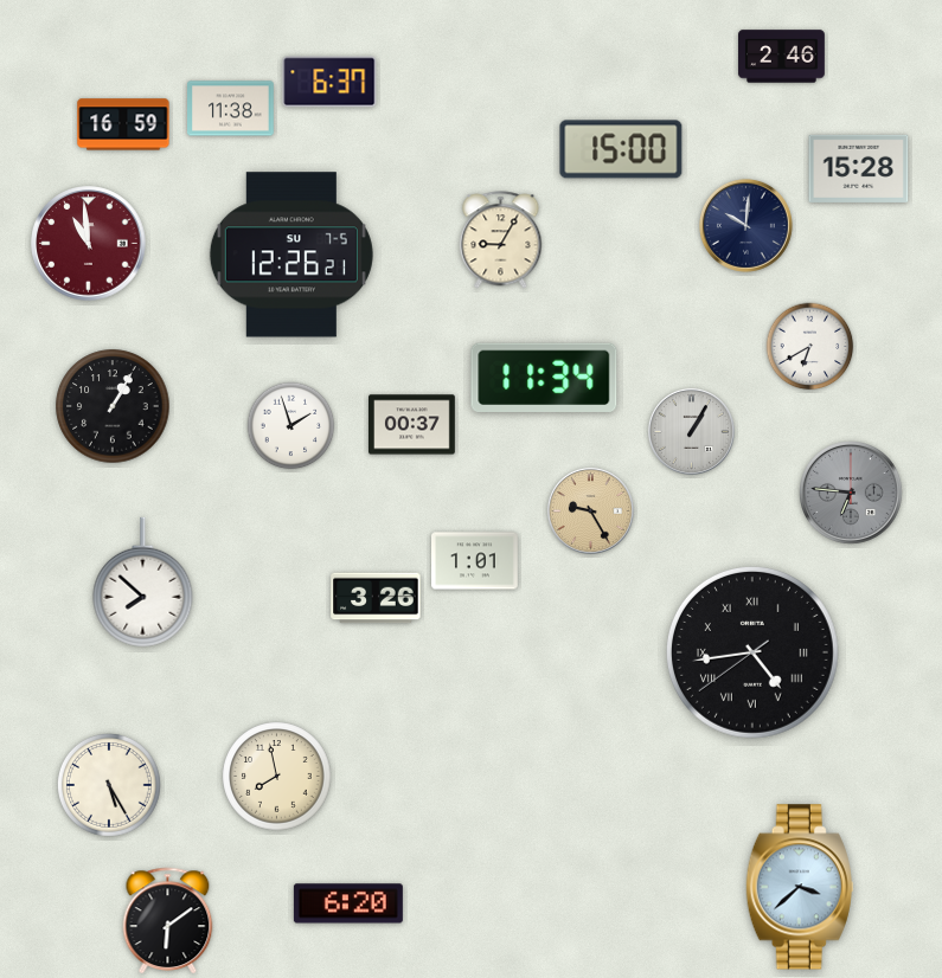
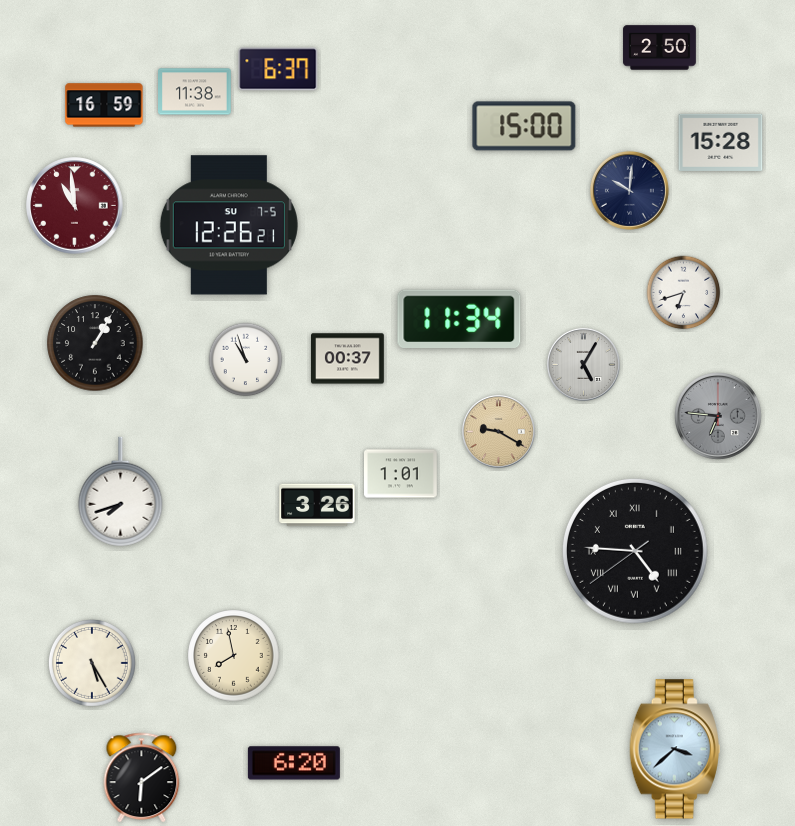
clock at (782, 57): 2:46 -> 2:50
clock at (859, 168) position: (859, 168) -> (721, 142)
clock at (501, 240): 9:05 -> none
clock at (291, 255) position: (291, 255) -> (229, 225)
clock at (810, 347): 6:40 -> 6:42
clock at (291, 426): 1:57 -> 10:57
clock at (691, 431): 1:05 -> 5:05
clock at (590, 510): 9:25 -> 9:20
clock at (143, 583): 7:52 -> 7:42
clock at (752, 652): 4:43 -> 4:45
